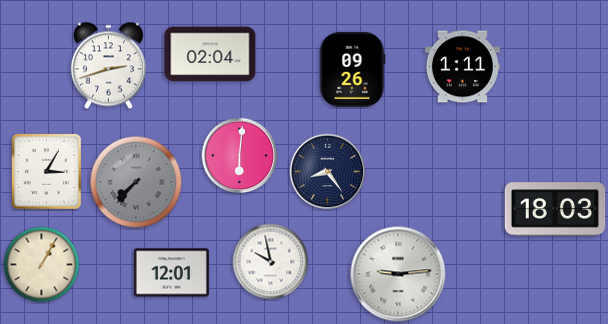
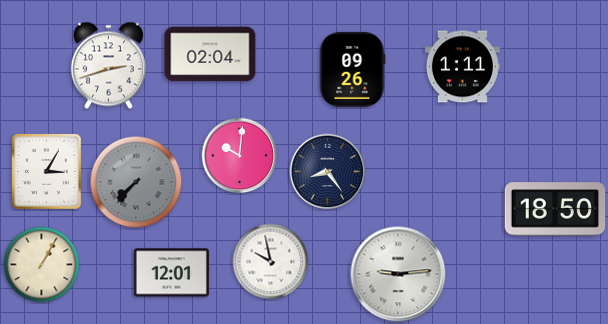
clock at (240, 156): 6:01 -> 10:01
clock at (555, 209): 18:03 -> 18:50
